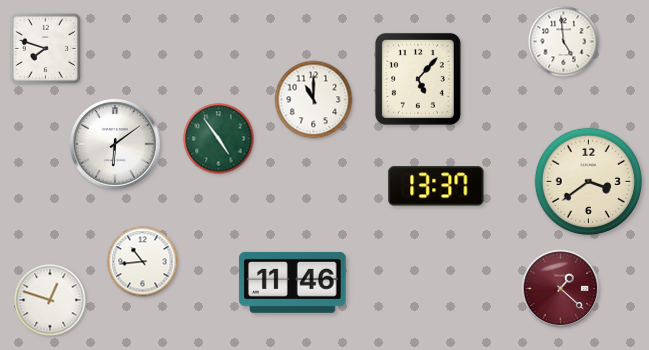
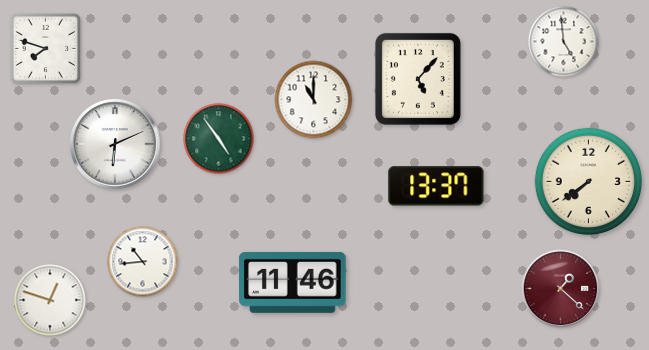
clock at (115, 144): 6:09 -> 6:11
clock at (589, 182): 3:39 -> 7:39
